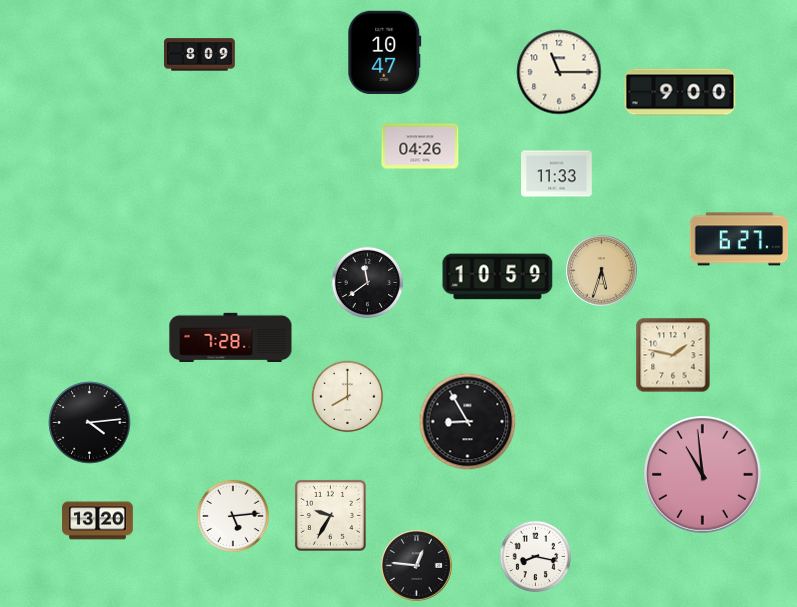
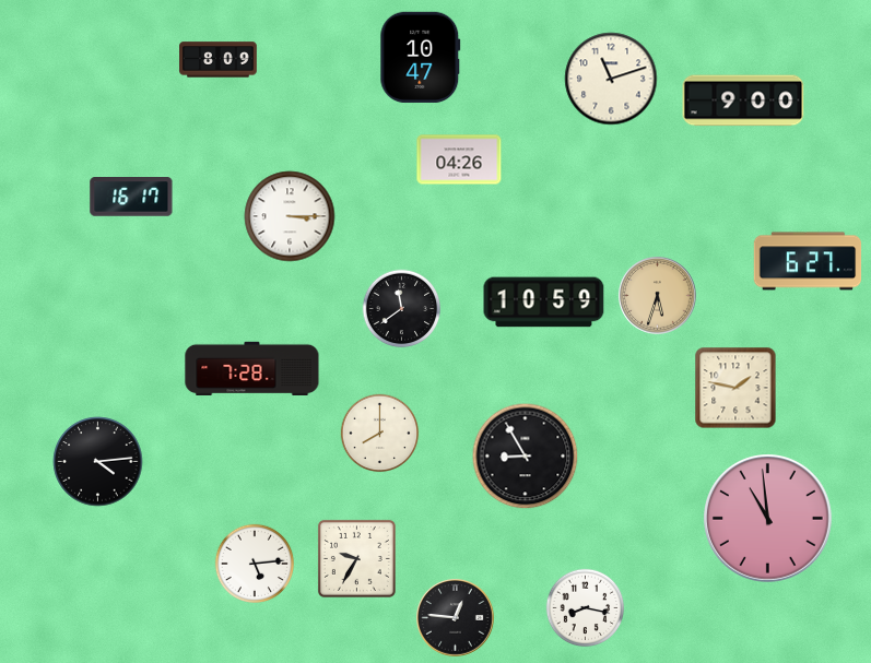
clock at (559, 72): 11:15 -> 11:12
clock at (557, 174): 11:33 -> none
clock at (131, 197): none -> 16:17
clock at (290, 216): none -> 3:15
clock at (468, 422) position: (468, 422) -> (526, 457)
clock at (330, 515) position: (330, 515) -> (356, 558)
clock at (98, 521): 13:20 -> none
